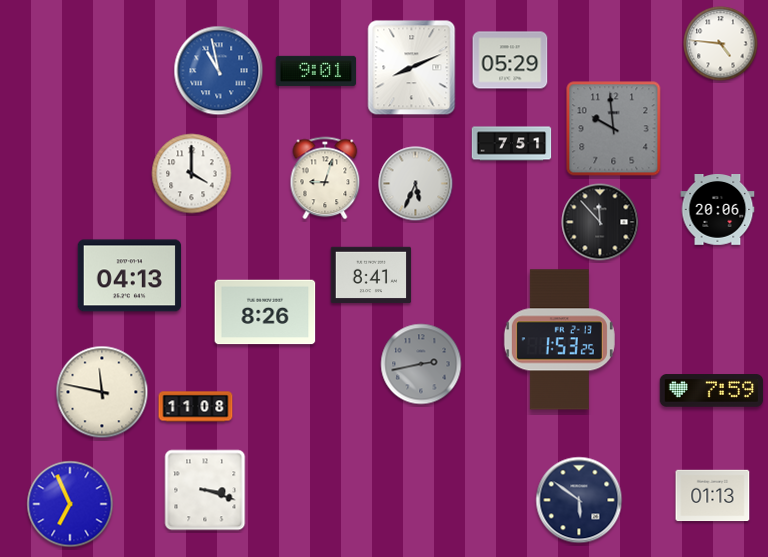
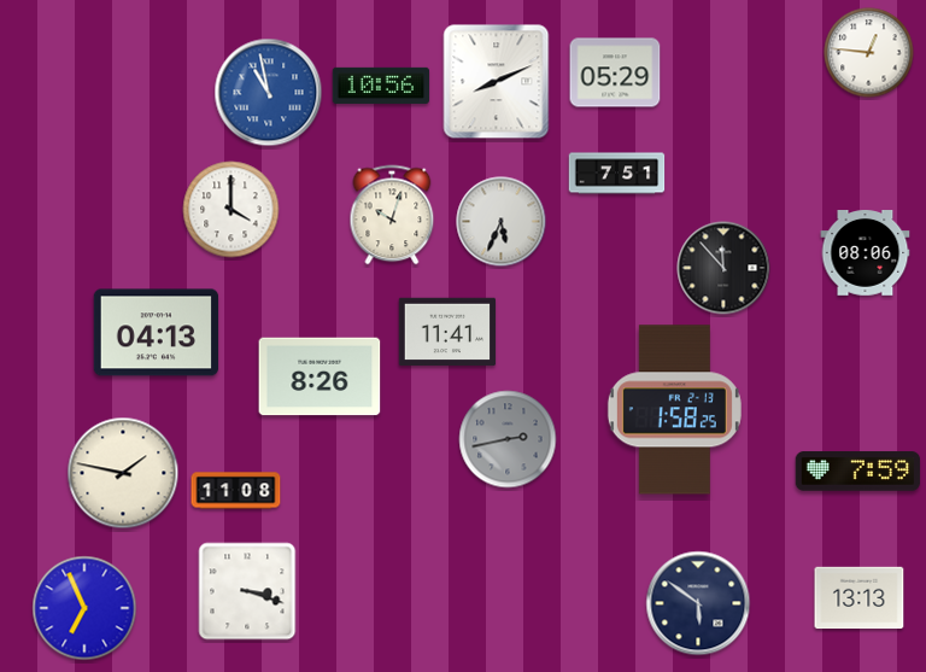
clock at (721, 44): 4:46 -> 12:46
clock at (219, 71) position: (219, 71) -> (269, 93)
clock at (316, 71): 9:01 -> 10:56
clock at (614, 129): 9:59 -> none
clock at (325, 178): 9:03 -> 10:03
clock at (718, 210): 20:06 -> 08:06
clock at (371, 275): 8:41 -> 11:41
clock at (559, 340): 1:53 -> 1:58
clock at (102, 392): 11:47 -> 1:47
clock at (713, 496): 01:13 -> 13:13
